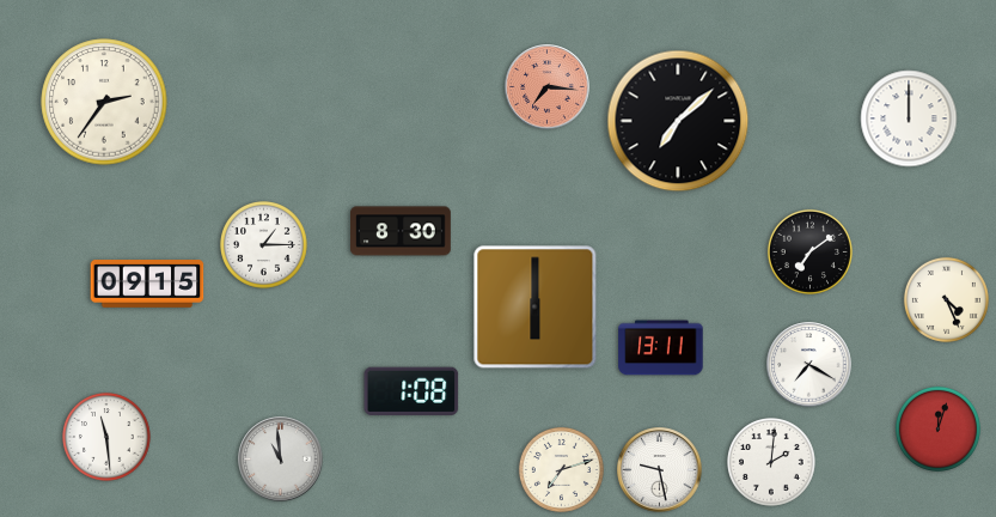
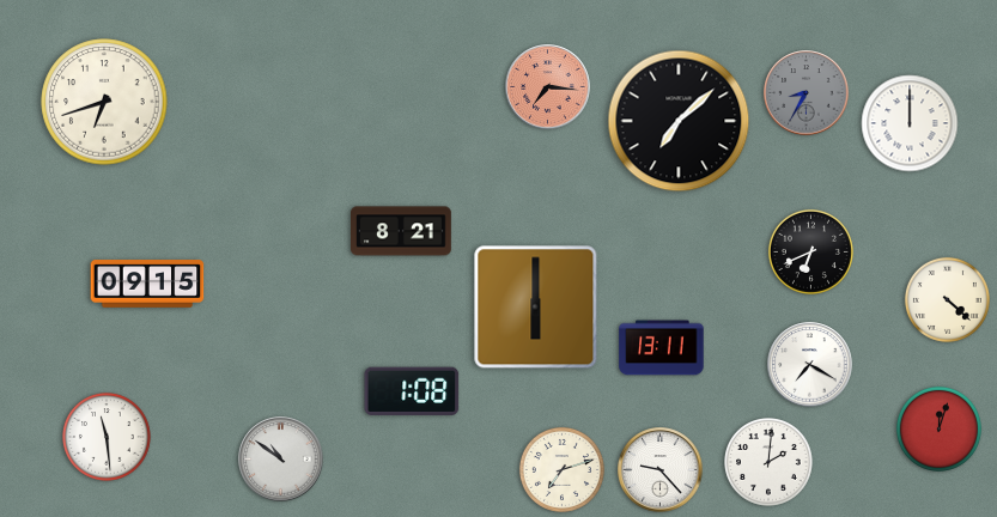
clock at (807, 93): none -> 8:35
clock at (104, 102): 2:36 -> 6:42
clock at (909, 118) position: (909, 118) -> (910, 123)
clock at (402, 231): 8:30 -> 8:21
clock at (264, 245): 1:15 -> none
clock at (809, 251): 7:09 -> 6:41
clock at (946, 299): 4:26 -> 4:22
clock at (281, 460): 10:59 -> 10:51
clock at (771, 462) position: (771, 462) -> (768, 462)
clock at (660, 470): 9:28 -> 9:23
